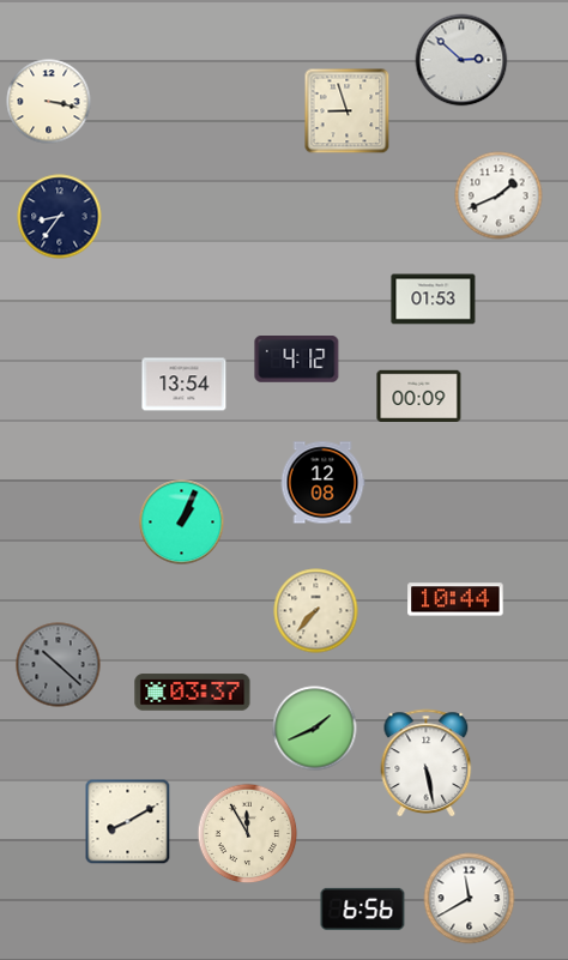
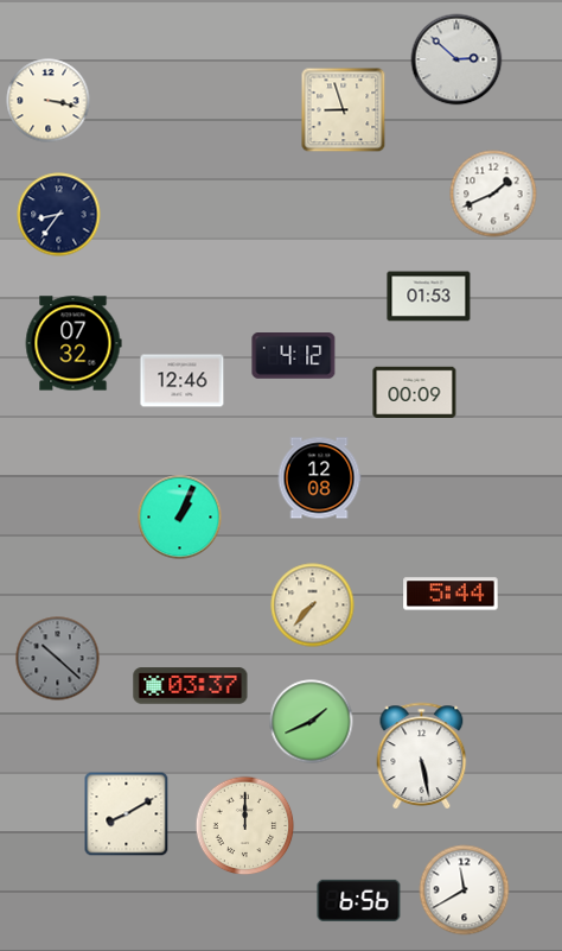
clock at (74, 343): none -> 07:32
clock at (185, 385): 13:54 -> 12:46
clock at (455, 599): 10:44 -> 5:44
clock at (248, 834): 11:55 -> 12:00
